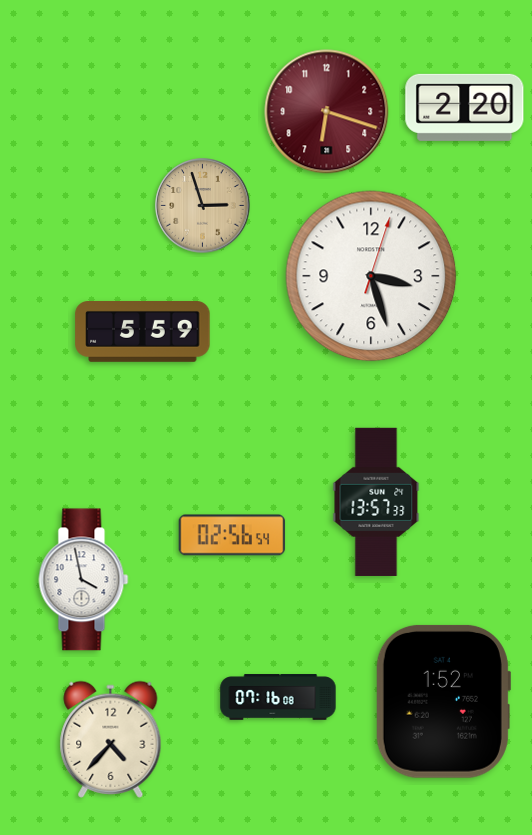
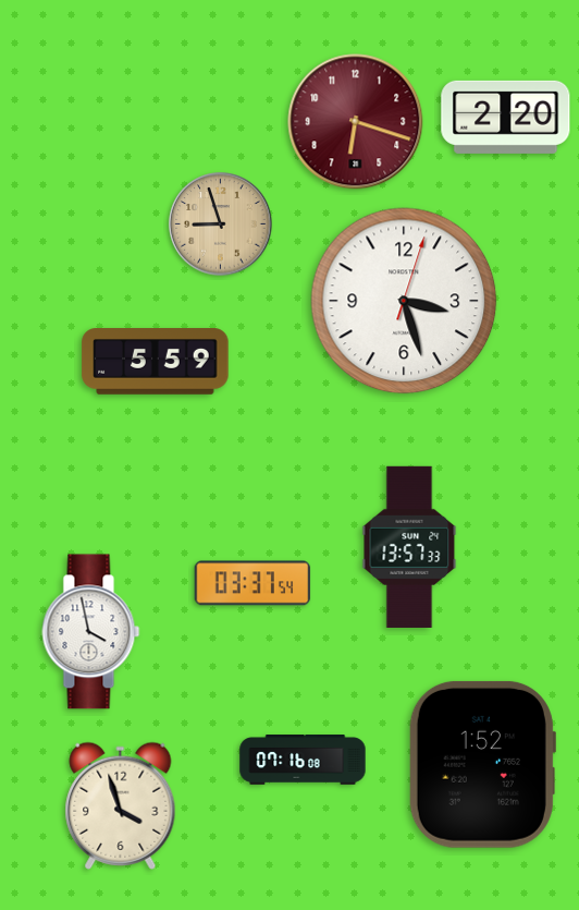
clock at (203, 206): 2:57 -> 8:57
clock at (232, 535): 02:56 -> 03:37
clock at (111, 739): 4:37 -> 3:57
